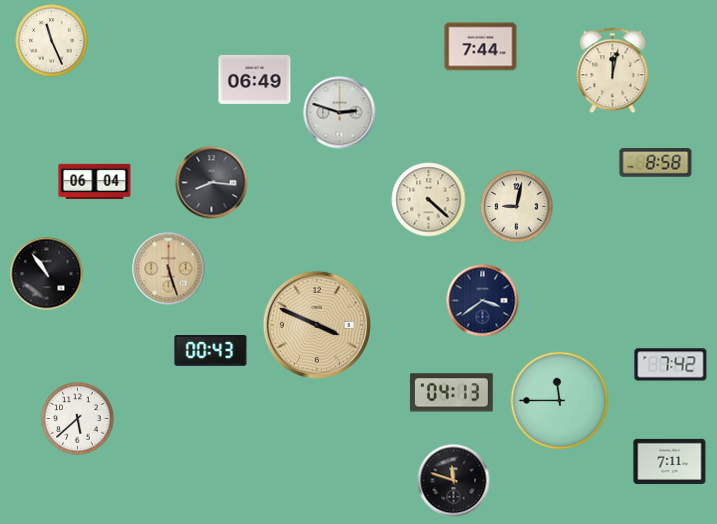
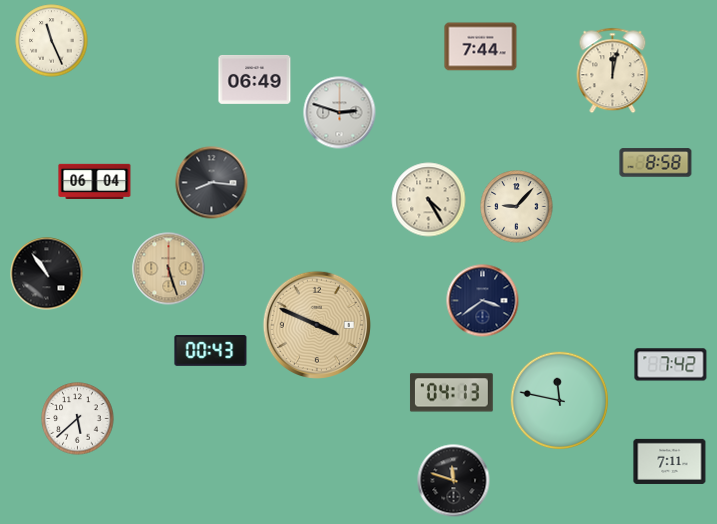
clock at (429, 200): 4:22 -> 4:25
clock at (517, 207): 9:02 -> 9:07
clock at (560, 401): 11:45 -> 11:47
